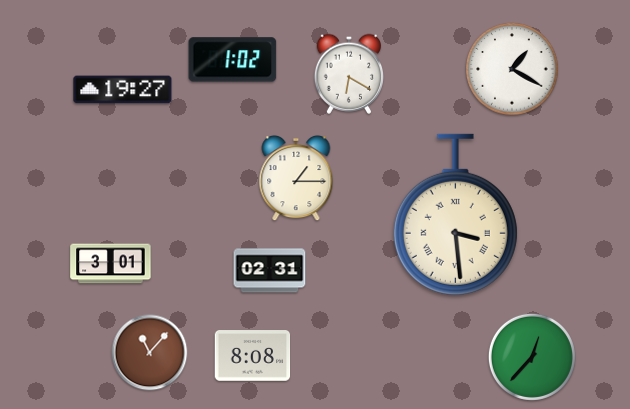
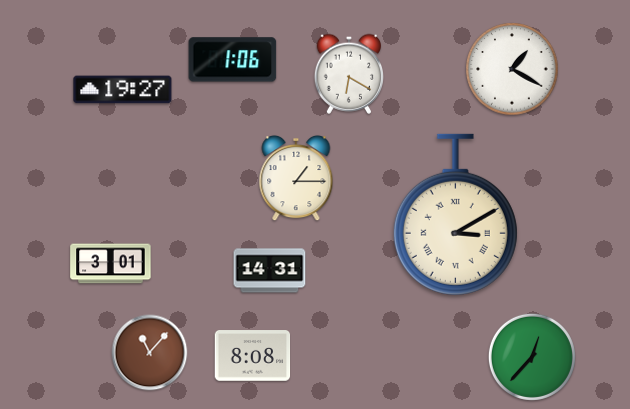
clock at (233, 60): 1:02 -> 1:06
clock at (455, 214): 3:29 -> 3:10
clock at (270, 271): 02:31 -> 14:31
